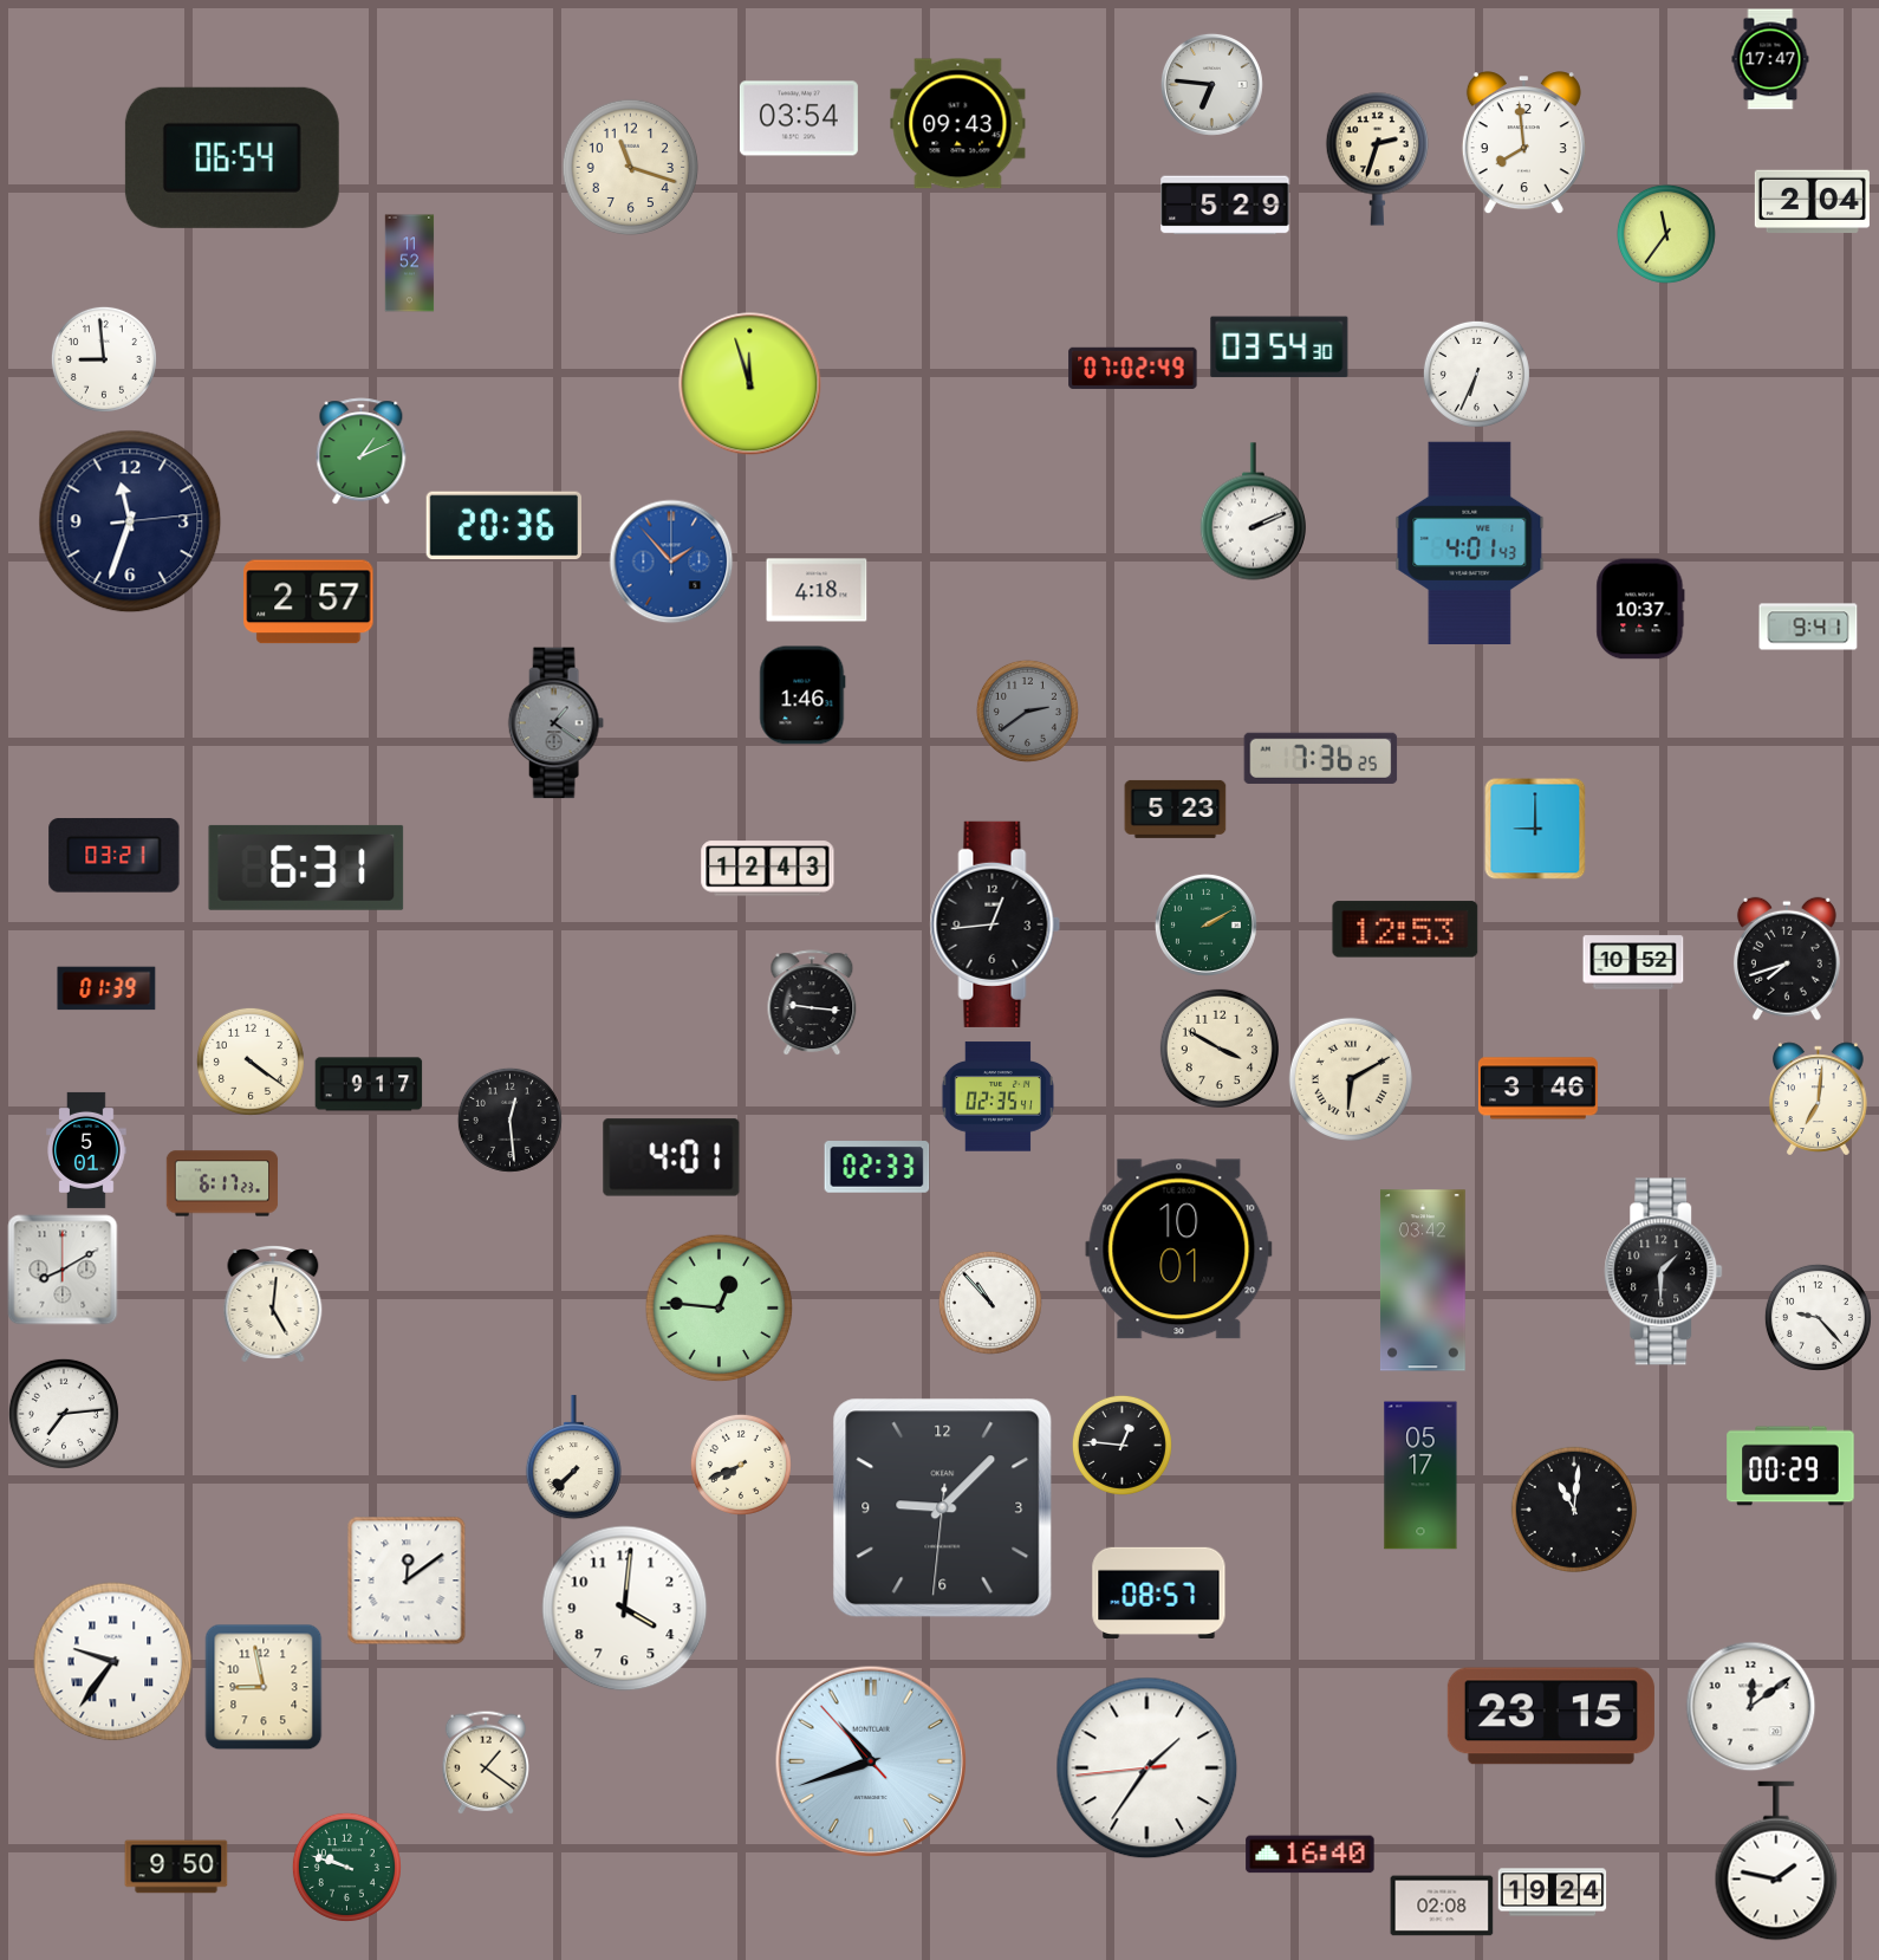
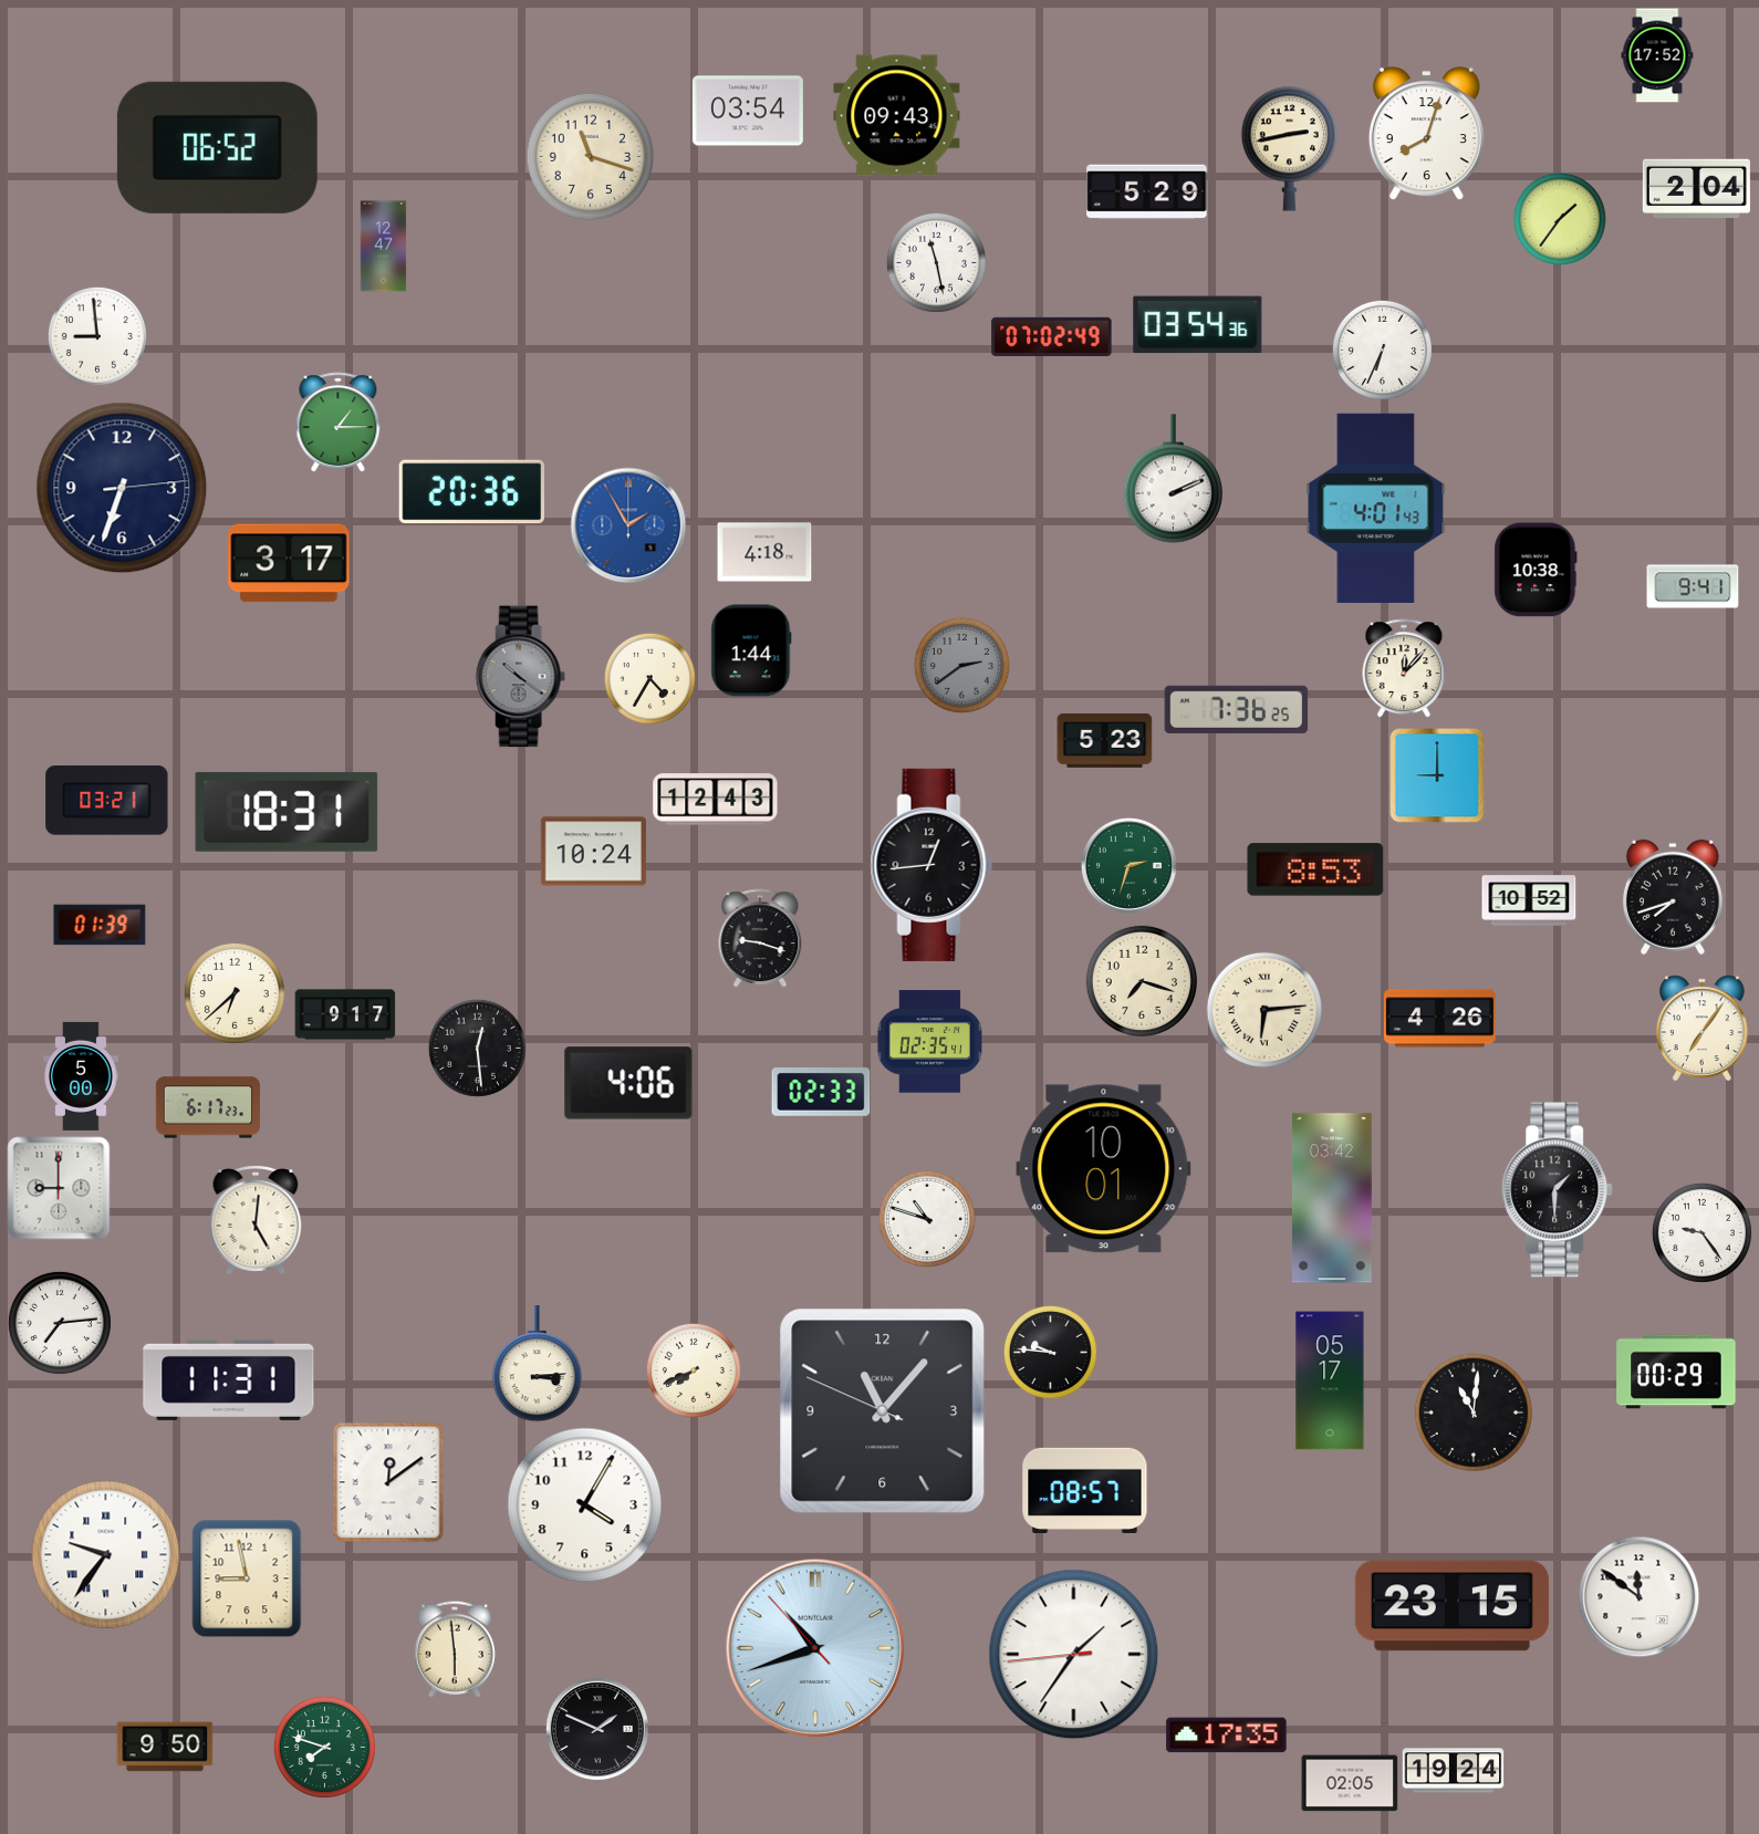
clock at (1770, 59): 17:47 -> 17:52
clock at (1211, 84): 6:46 -> none
clock at (1523, 143): 7:59 -> 8:03
clock at (232, 157): 06:54 -> 06:52
clock at (1377, 158): 2:33 -> 2:43
clock at (1666, 234): 11:36 -> 1:36
clock at (410, 264): 11:52 -> 12:47
clock at (936, 262): none -> 11:28
clock at (1280, 348): 03:54:30 -> 03:54:36
clock at (1133, 368) position: (1133, 368) -> (1052, 336)
clock at (750, 384): 11:57 -> none
clock at (362, 452): 1:11 -> 1:15
clock at (130, 521): 11:33 -> 6:33
clock at (671, 562): 1:53 -> 1:55
clock at (308, 602): 2:57 -> 3:17
clock at (1640, 609): 10:37 -> 10:38
clock at (802, 695): 1:46 -> 1:44
clock at (1404, 668): none -> 12:07
clock at (555, 723): 1:21 -> 10:21
clock at (649, 678): none -> 4:35
clock at (1176, 809) position: (1176, 809) -> (1105, 740)
clock at (306, 868): 6:31 -> 18:31
clock at (768, 869) position: (768, 869) -> (716, 800)
clock at (593, 852): none -> 10:24
clock at (1205, 924): 2:10 -> 2:33
clock at (1405, 929): 12:53 -> 8:53
clock at (812, 1002): 9:16 -> 9:18
clock at (1220, 1049): 3:50 -> 7:18
clock at (251, 1062): 4:21 -> 6:38
clock at (1351, 1079): 6:10 -> 6:14
clock at (1537, 1089): 3:46 -> 4:26
clock at (999, 1097) position: (999, 1097) -> (930, 1042)
clock at (1819, 1099): 7:01 -> 7:06
clock at (86, 1150): 5:01 -> 5:00
clock at (671, 1157): 4:01 -> 4:06
clock at (63, 1270): 8:10 -> 9:00
clock at (990, 1303): 10:53 -> 10:48
clock at (720, 1309): 12:46 -> none
clock at (1818, 1317): 9:23 -> 9:24
clock at (1121, 1445): 12:46 -> 9:46
clock at (573, 1458): 7:37 -> 3:14
clock at (229, 1379): none -> 11:31
clock at (943, 1508): 9:07 -> 11:06
clock at (407, 1581) position: (407, 1581) -> (388, 1482)
clock at (625, 1609): 4:01 -> 4:05
clock at (1751, 1707): 12:09 -> 11:51
clock at (485, 1763): 1:21 -> 5:59
clock at (597, 1729): none -> 1:49
clock at (1311, 1855): 16:40 -> 17:35
clock at (1776, 1861): 1:47 -> none
clock at (346, 1867): 9:48 -> 7:48
clock at (1442, 1906): 02:08 -> 02:05
